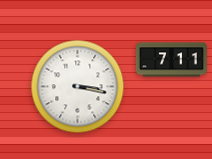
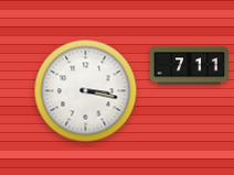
clock at (78, 87) position: (78, 87) -> (86, 91)
